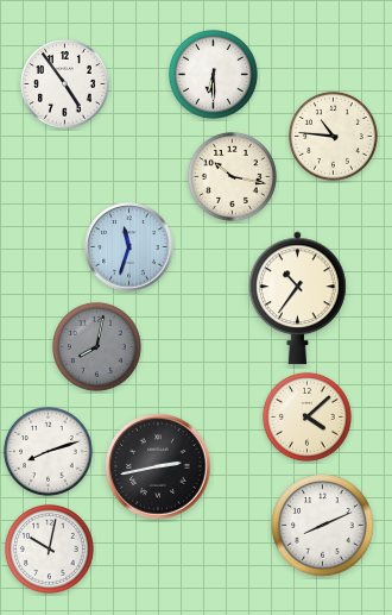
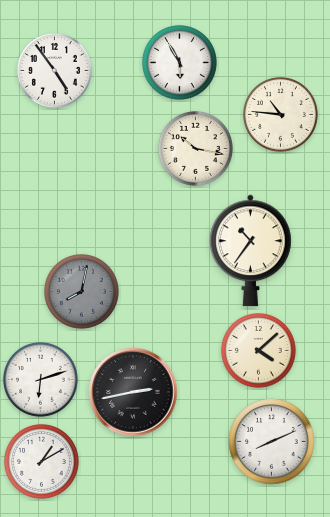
clock at (213, 74): 6:30 -> 5:55
clock at (129, 247): 11:33 -> none
clock at (48, 451): 8:12 -> 6:12
clock at (49, 548): 10:02 -> 1:10
